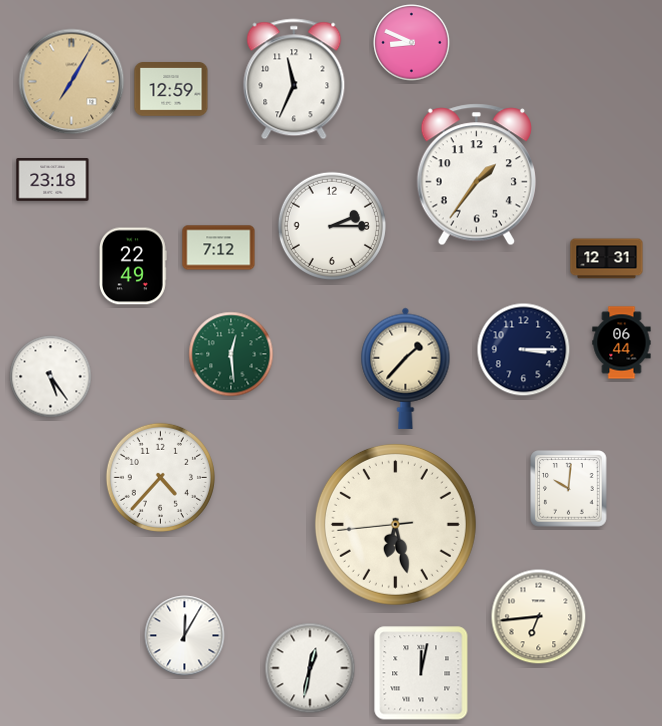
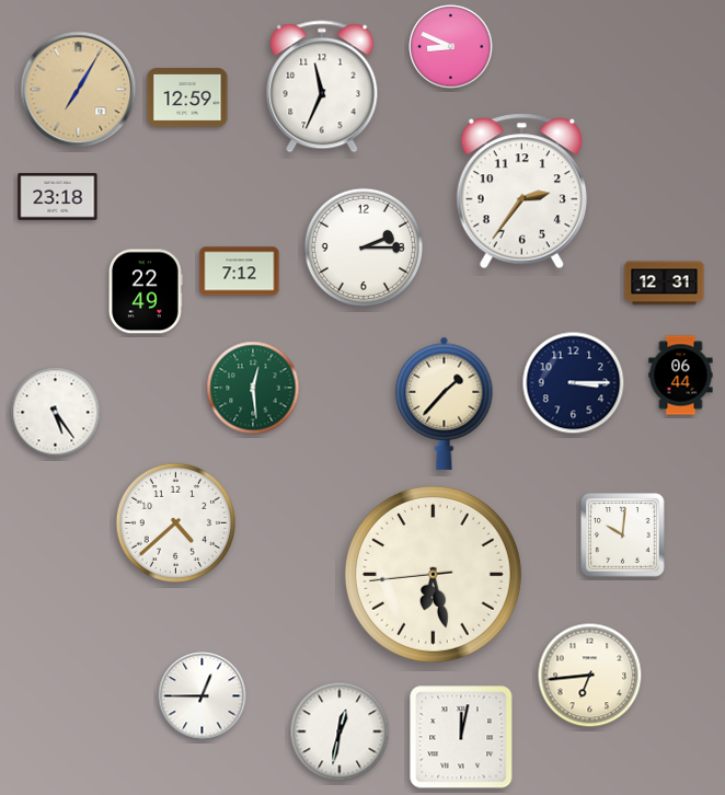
clock at (476, 175): 1:36 -> 2:36
clock at (160, 477): 4:37 -> 4:38
clock at (185, 636): 12:05 -> 12:45
